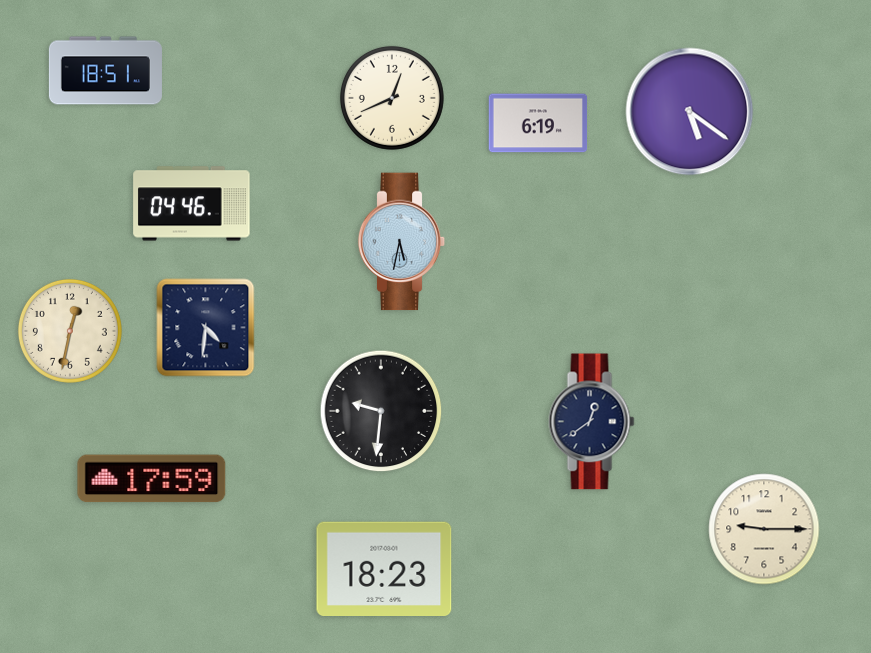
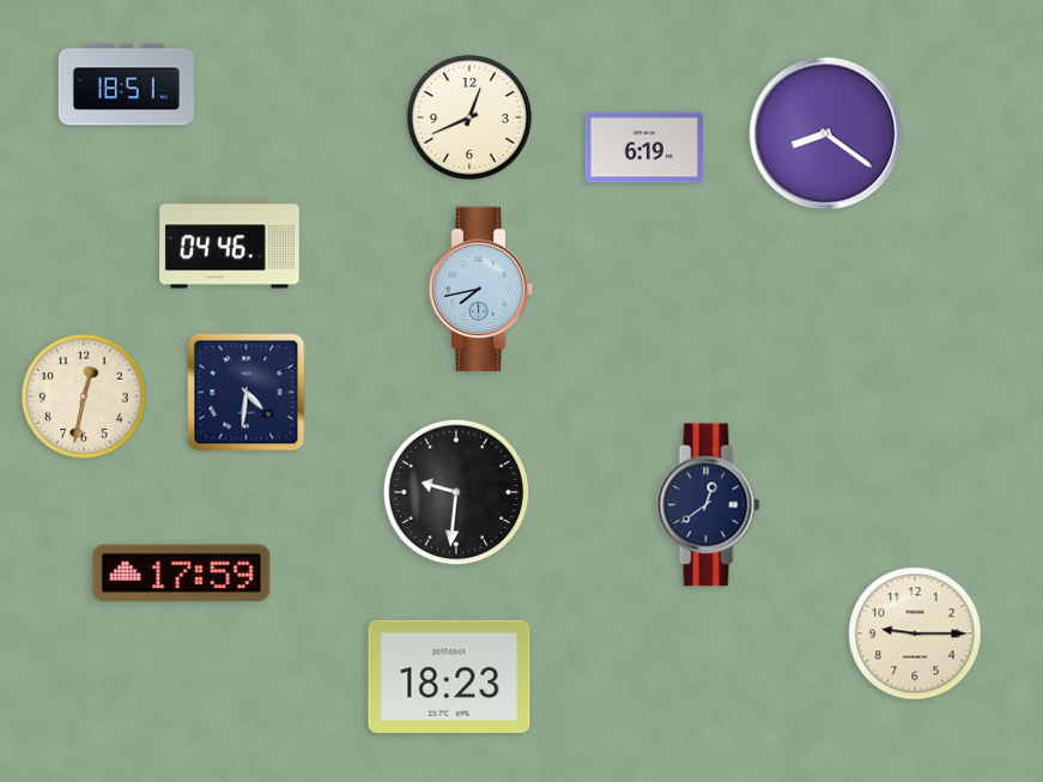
clock at (690, 112): 5:21 -> 8:21
clock at (402, 242): 5:32 -> 7:43
clock at (384, 569) position: (384, 569) -> (449, 677)
